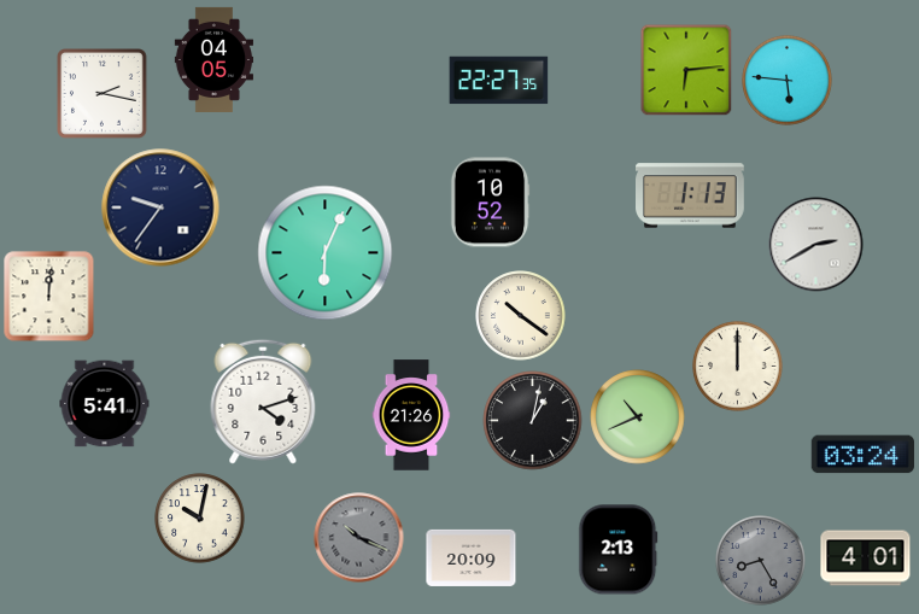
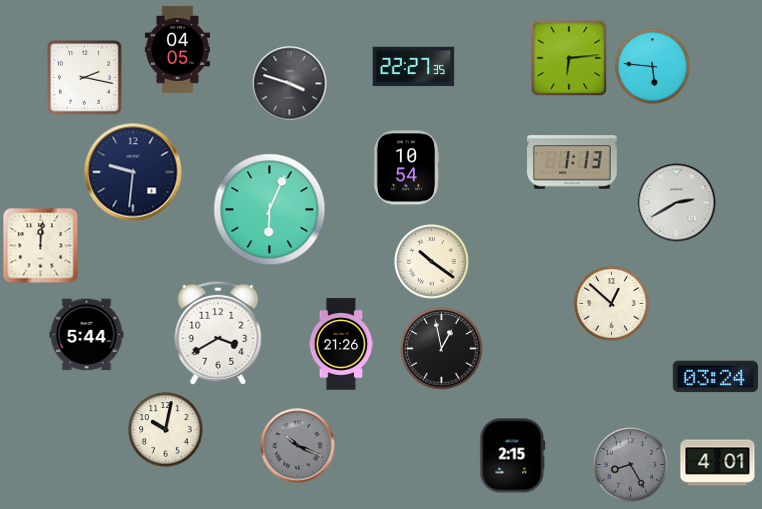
clock at (290, 84): none -> 3:48
clock at (490, 203): 10:52 -> 10:54
clock at (160, 207): 9:36 -> 9:31
clock at (738, 367): 12:00 -> 12:52
clock at (263, 402): 4:12 -> 3:40
clock at (105, 404): 5:41 -> 5:44
clock at (638, 417): 10:41 -> none
clock at (533, 421): 1:02 -> 12:58
clock at (619, 550): 2:13 -> 2:15
clock at (472, 557): 20:09 -> none
